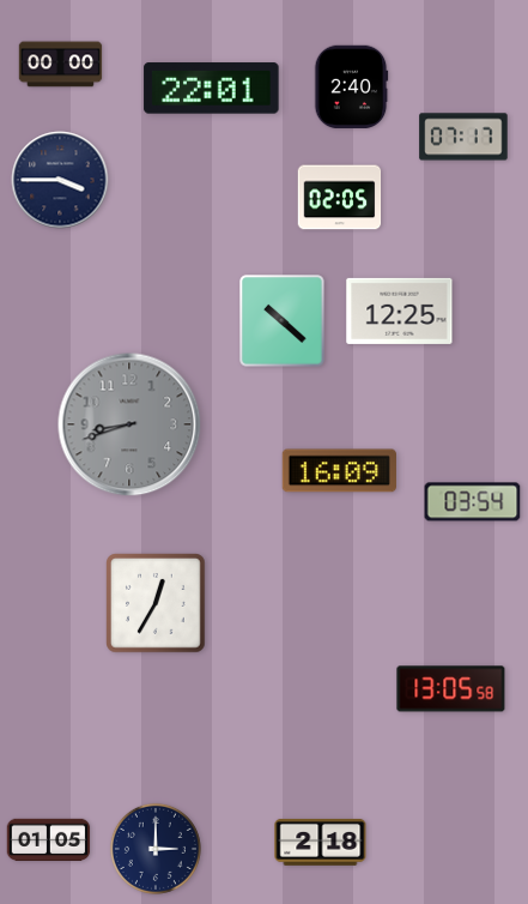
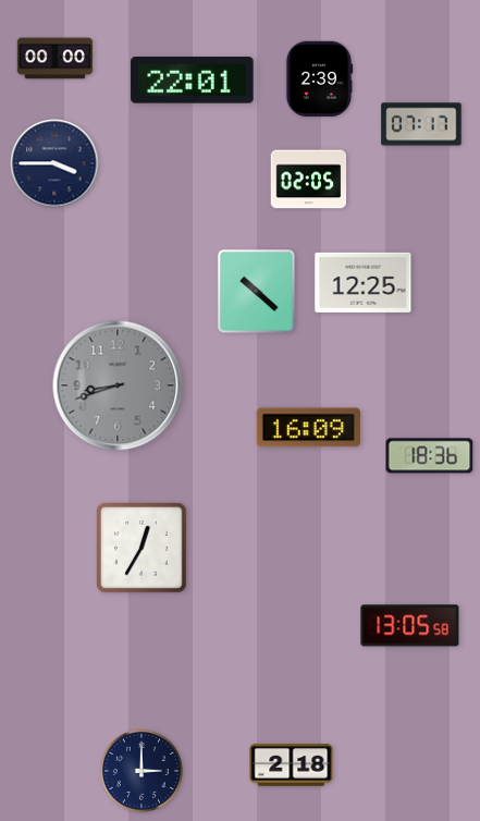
clock at (351, 88): 2:40 -> 2:39
clock at (473, 502): 03:54 -> 18:36
clock at (49, 839): 01:05 -> none
